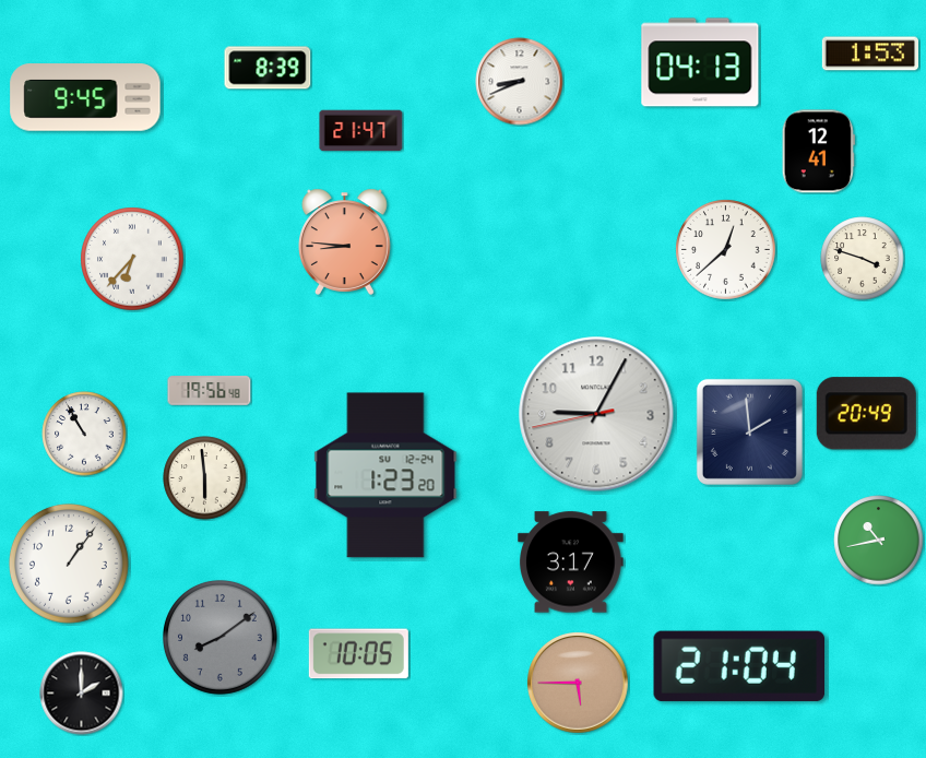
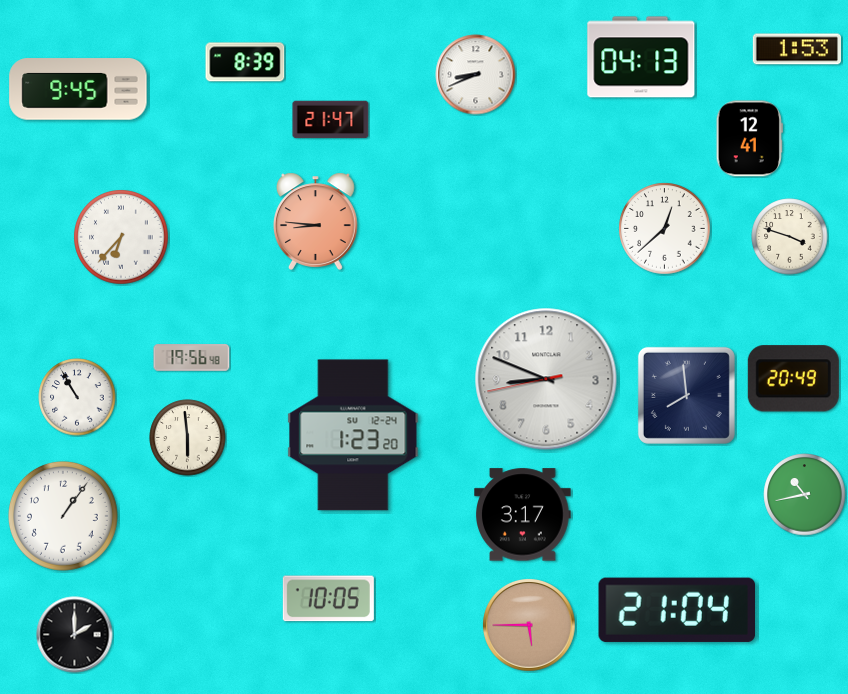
clock at (596, 414): 9:04 -> 8:48
clock at (749, 431): 1:59 -> 7:59
clock at (221, 638): 8:09 -> none
